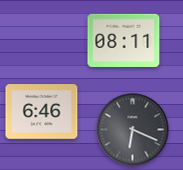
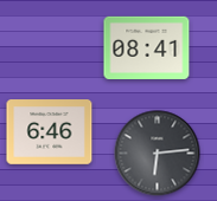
clock at (124, 40): 08:11 -> 08:41
clock at (133, 130): 6:19 -> 6:14
